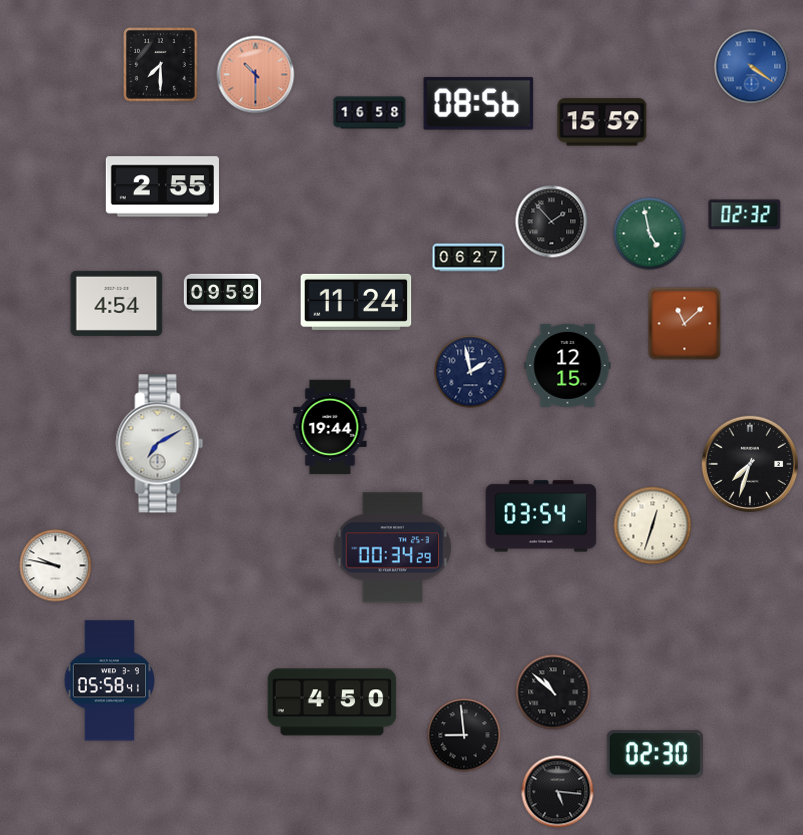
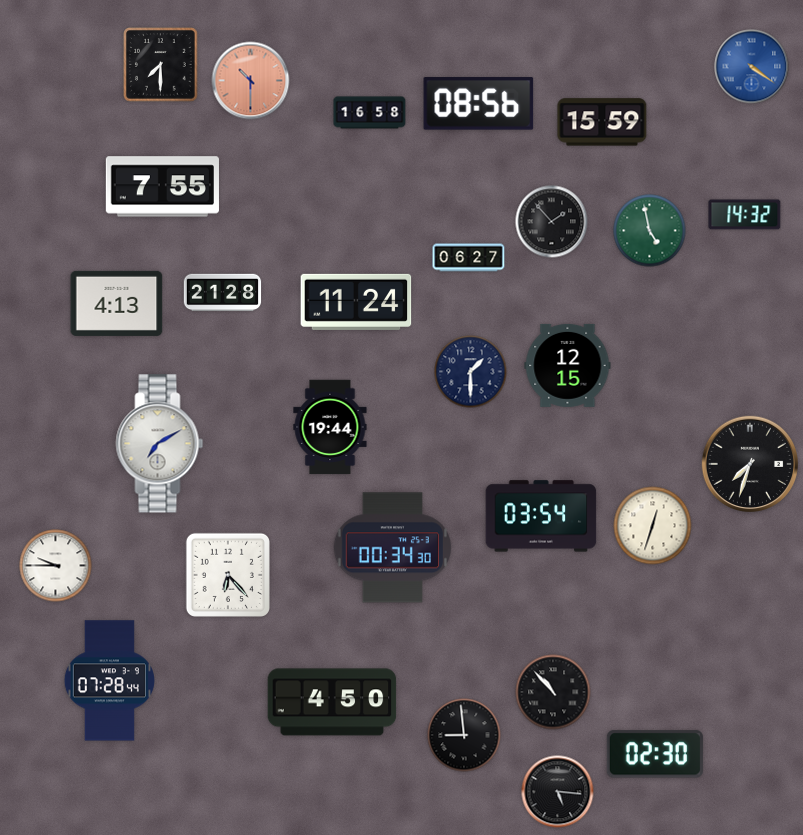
clock at (256, 75) position: (256, 75) -> (251, 81)
clock at (162, 187): 2:55 -> 7:55
clock at (745, 215): 02:32 -> 14:32
clock at (650, 234) position: (650, 234) -> (650, 231)
clock at (223, 293): 09:59 -> 21:28
clock at (117, 303): 4:54 -> 4:13
clock at (685, 324): 11:08 -> none
clock at (471, 372): 1:58 -> 1:30
clock at (392, 548): 00:34:29 -> 00:34:30
clock at (56, 566): 9:47 -> 9:45
clock at (228, 575): none -> 6:23
clock at (109, 681): 05:58 -> 07:28
clock at (553, 692): 10:52 -> 10:53
